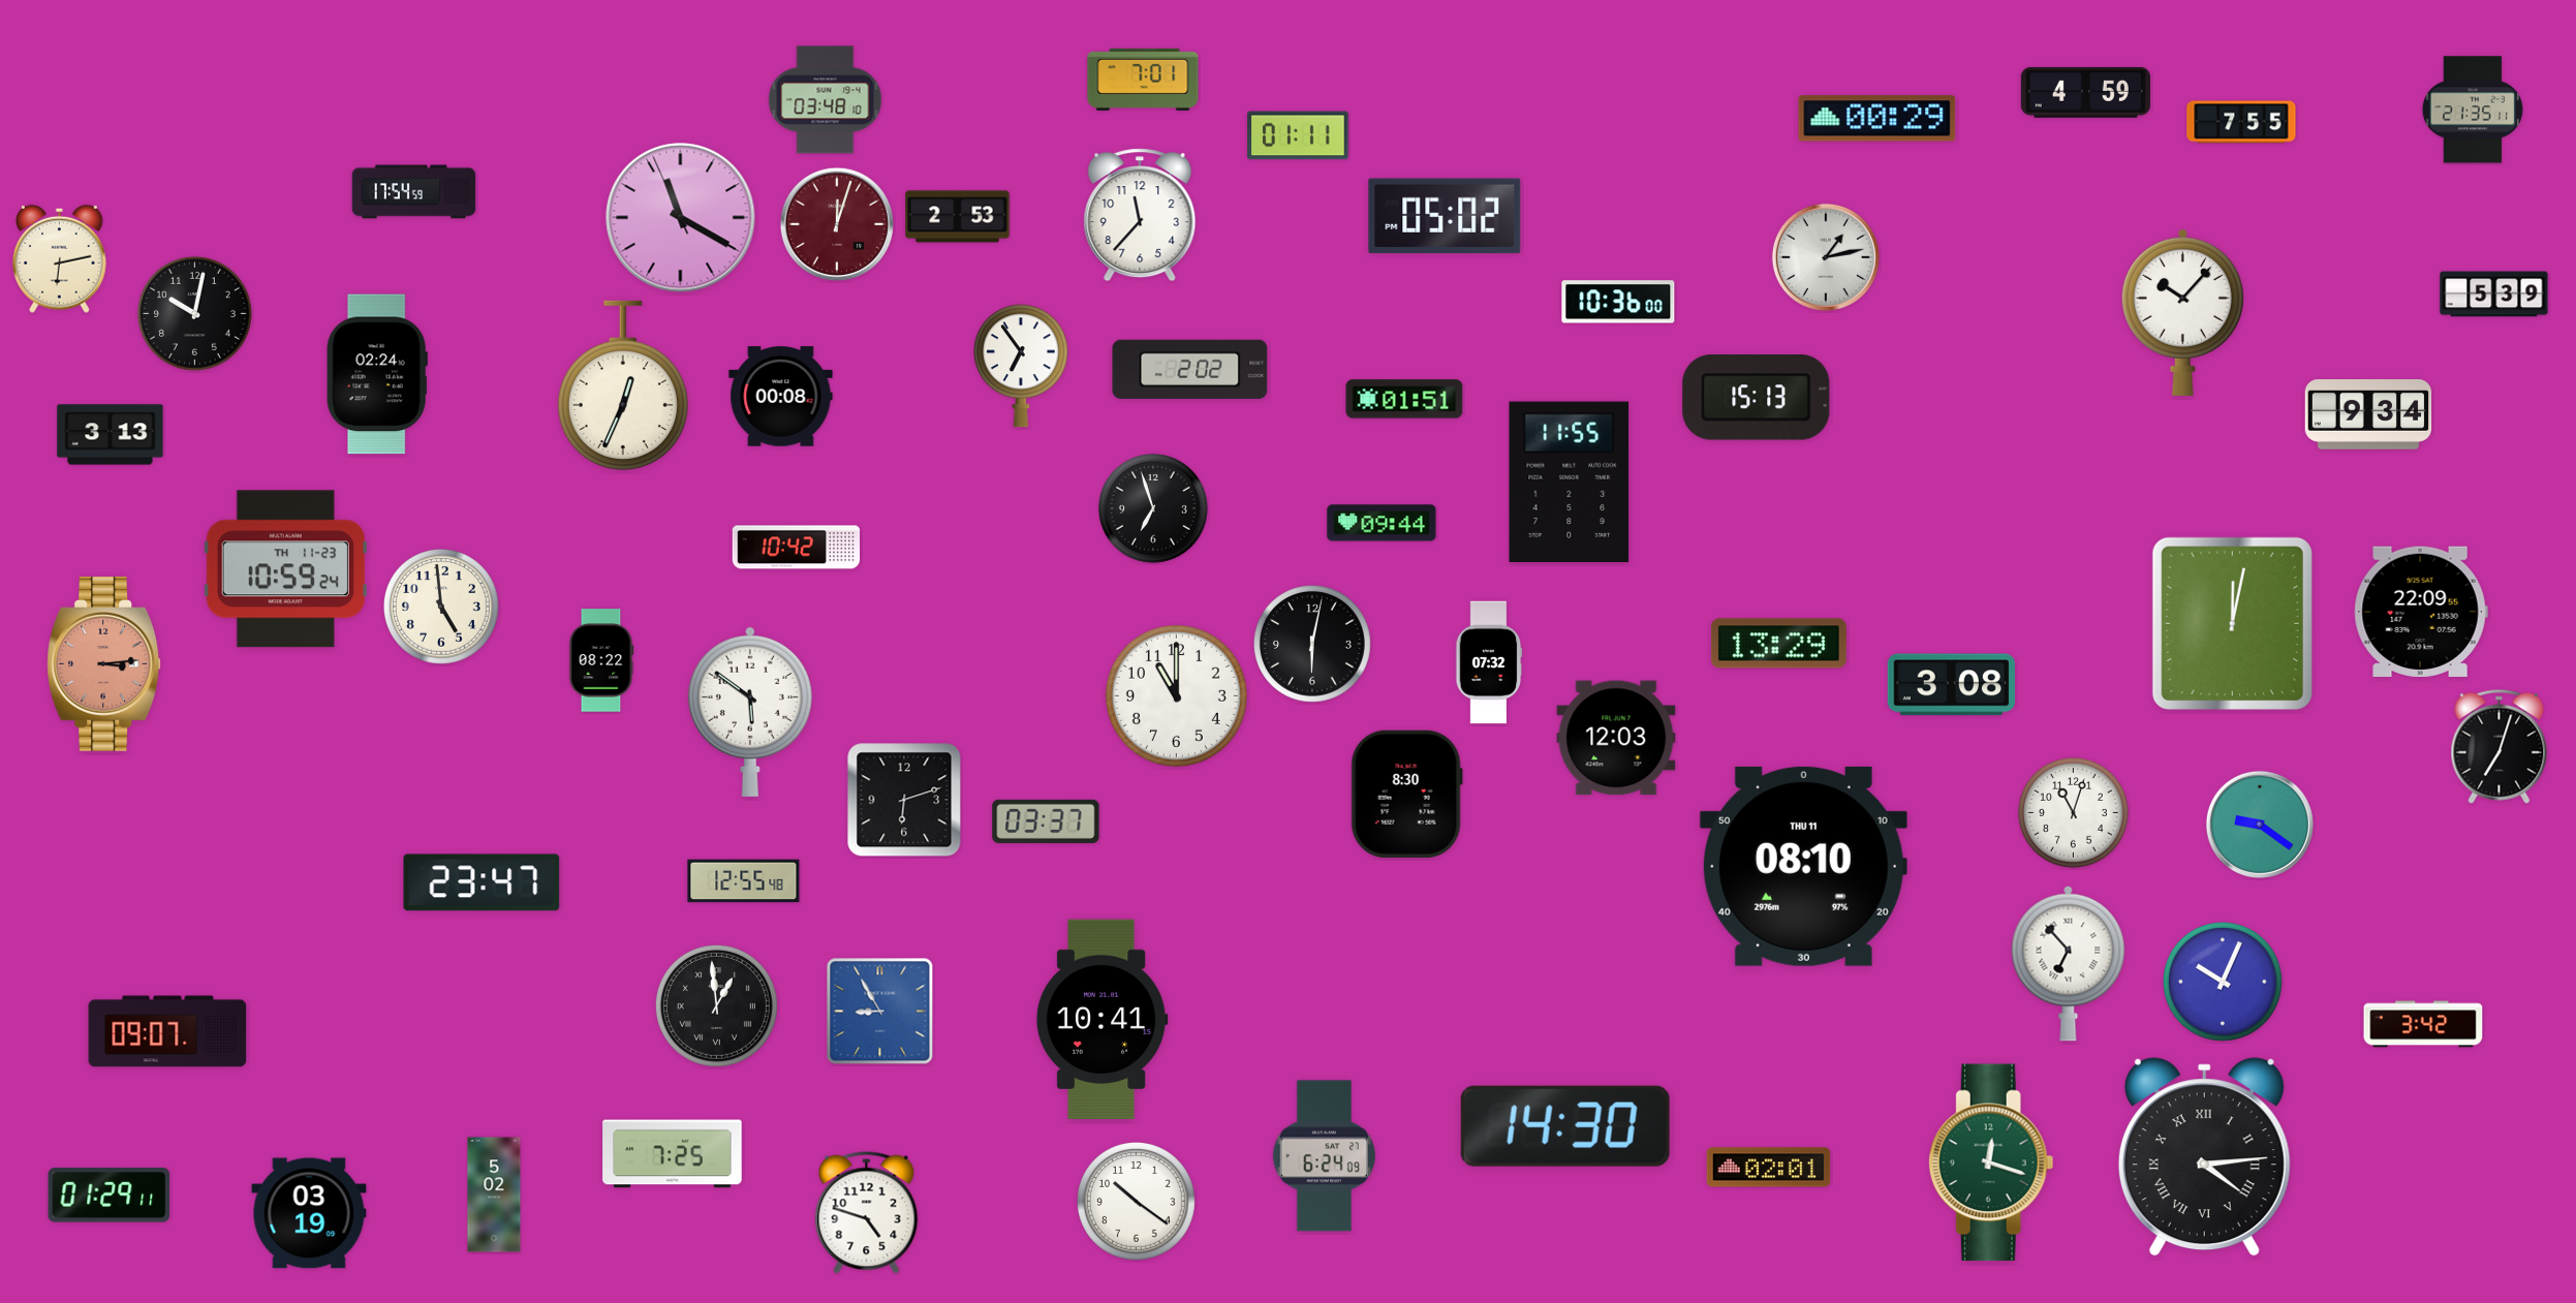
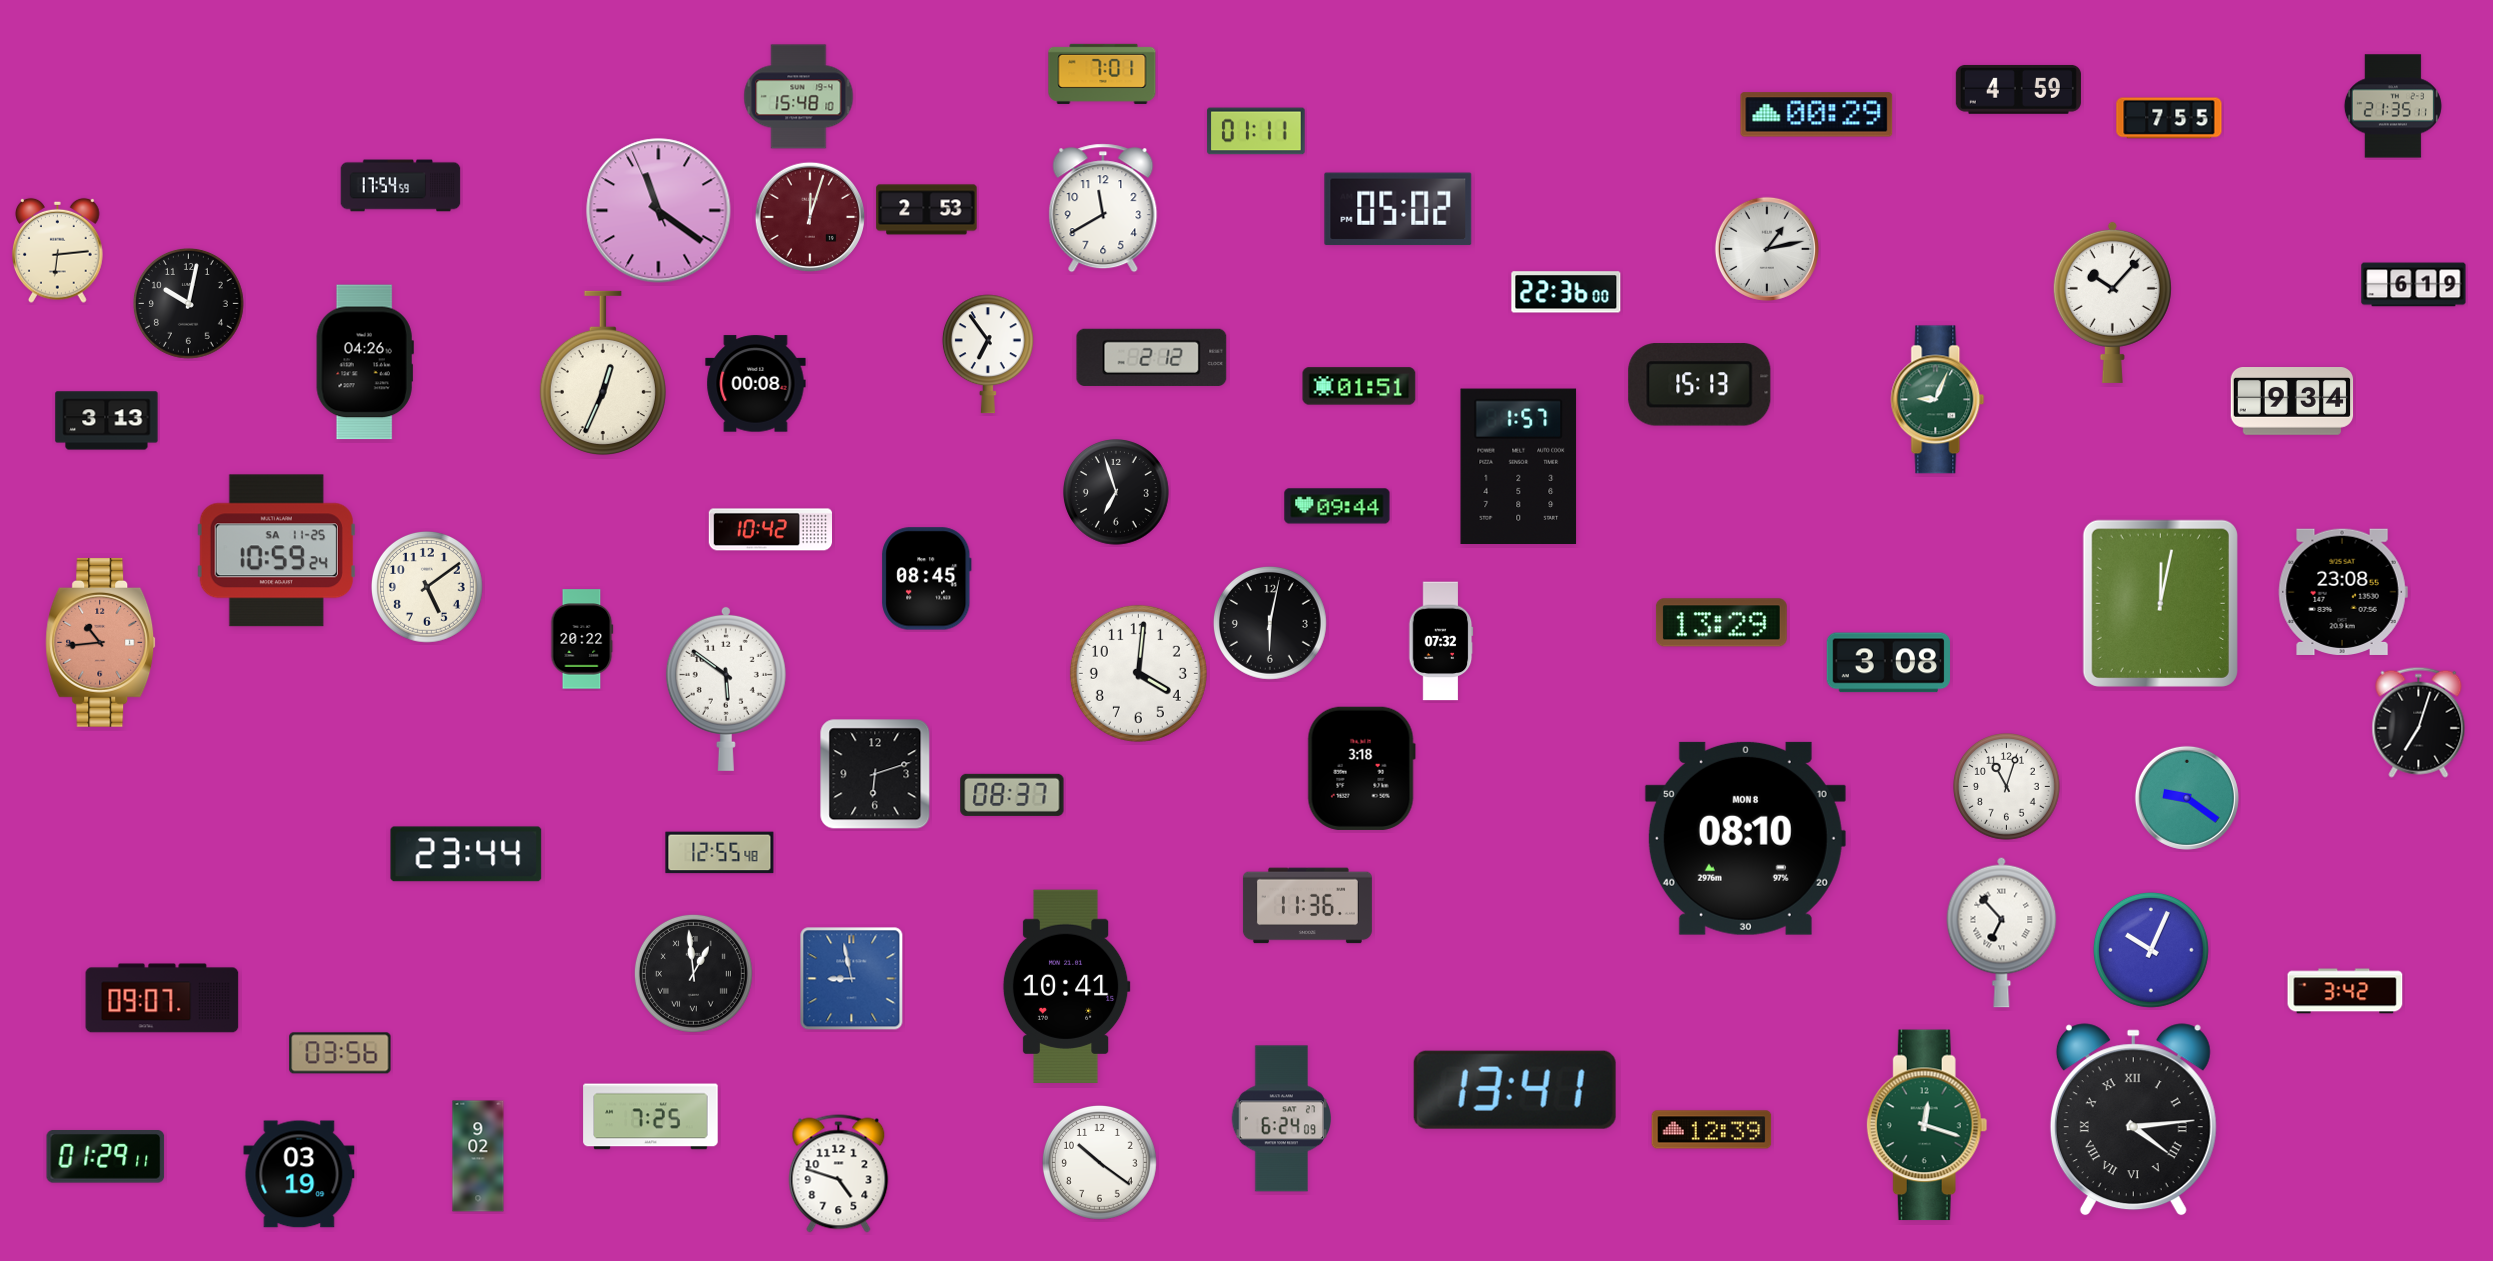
clock at (1143, 80) position: (1143, 80) -> (1102, 74)
clock at (826, 100): 03:48 -> 15:48
clock at (1140, 215): 11:37 -> 11:40
clock at (681, 218): 11:19 -> 11:20
clock at (60, 258): 6:13 -> 6:14
clock at (2494, 294): 5:39 -> 6:19
clock at (1618, 302): 10:36 -> 22:36
clock at (1190, 369): 2:02 -> 2:12
clock at (377, 374): 02:24 -> 04:26
clock at (1938, 400): none -> 9:04
clock at (1570, 482): 11:55 -> 1:57
clock at (285, 569) date: TH 11-23 -> SA 11-25
clock at (927, 579): none -> 08:45
clock at (441, 607): 4:59 -> 5:09
clock at (2421, 612): 22:09 -> 23:08
clock at (601, 660): 08:22 -> 20:22
clock at (104, 663): 3:14 -> 10:44
clock at (1176, 695): 11:00 -> 4:01
clock at (1616, 738): 12:03 -> none
clock at (1406, 794): 8:30 -> 3:18
clock at (1046, 821): 03:37 -> 08:37
clock at (1803, 866) date: THU 11 -> MON 8
clock at (482, 882): 23:47 -> 23:44
clock at (1307, 906): none -> 11:36
clock at (880, 1012): 8:55 -> 8:58
clock at (340, 1053): none -> 03:56
clock at (1565, 1126): 14:30 -> 13:41
clock at (1769, 1168): 02:01 -> 12:39
clock at (494, 1195): 5:02 -> 9:02
